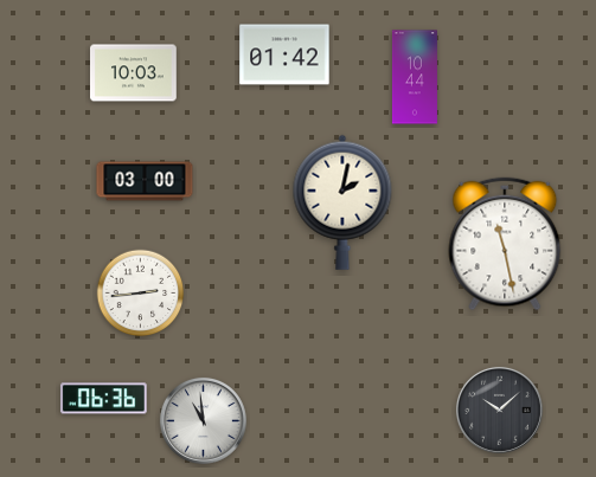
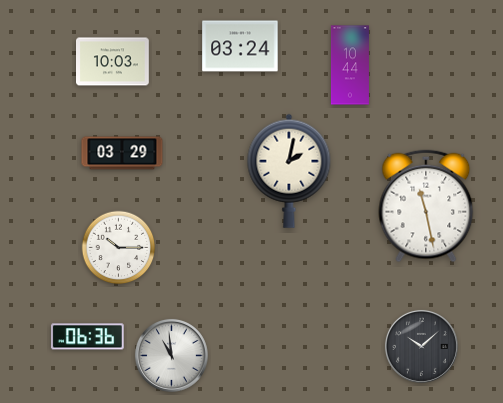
clock at (284, 54): 01:42 -> 03:24
clock at (145, 181): 03:00 -> 03:29
clock at (141, 294): 2:44 -> 10:15
